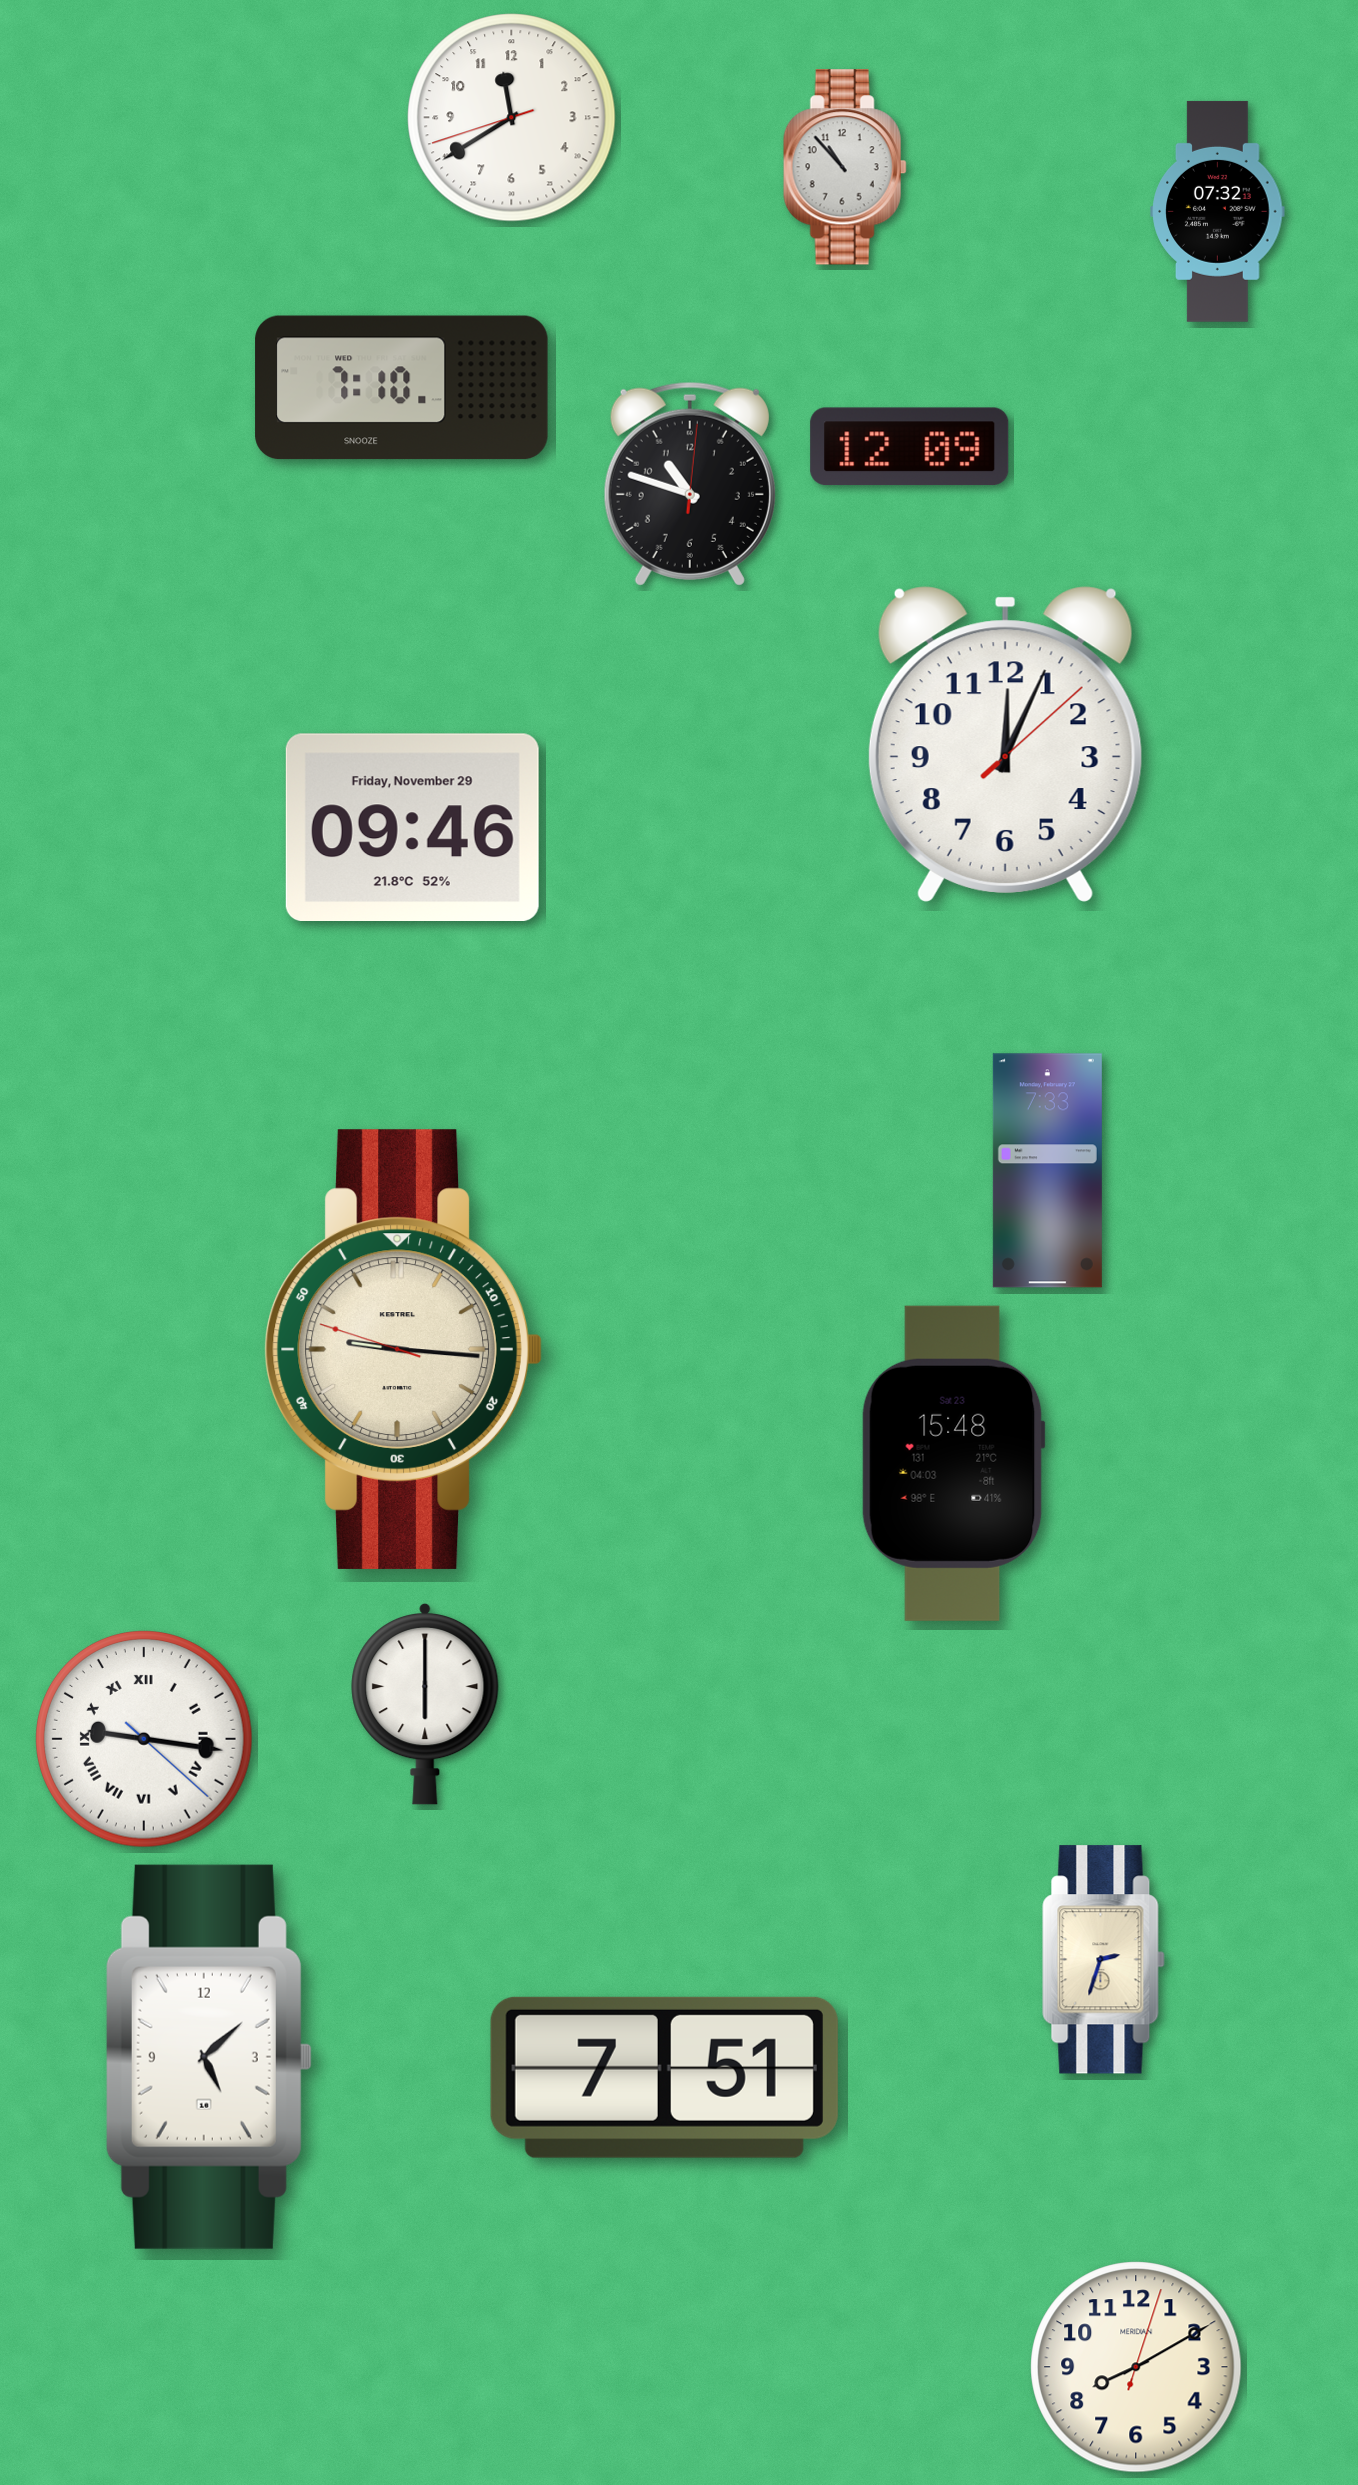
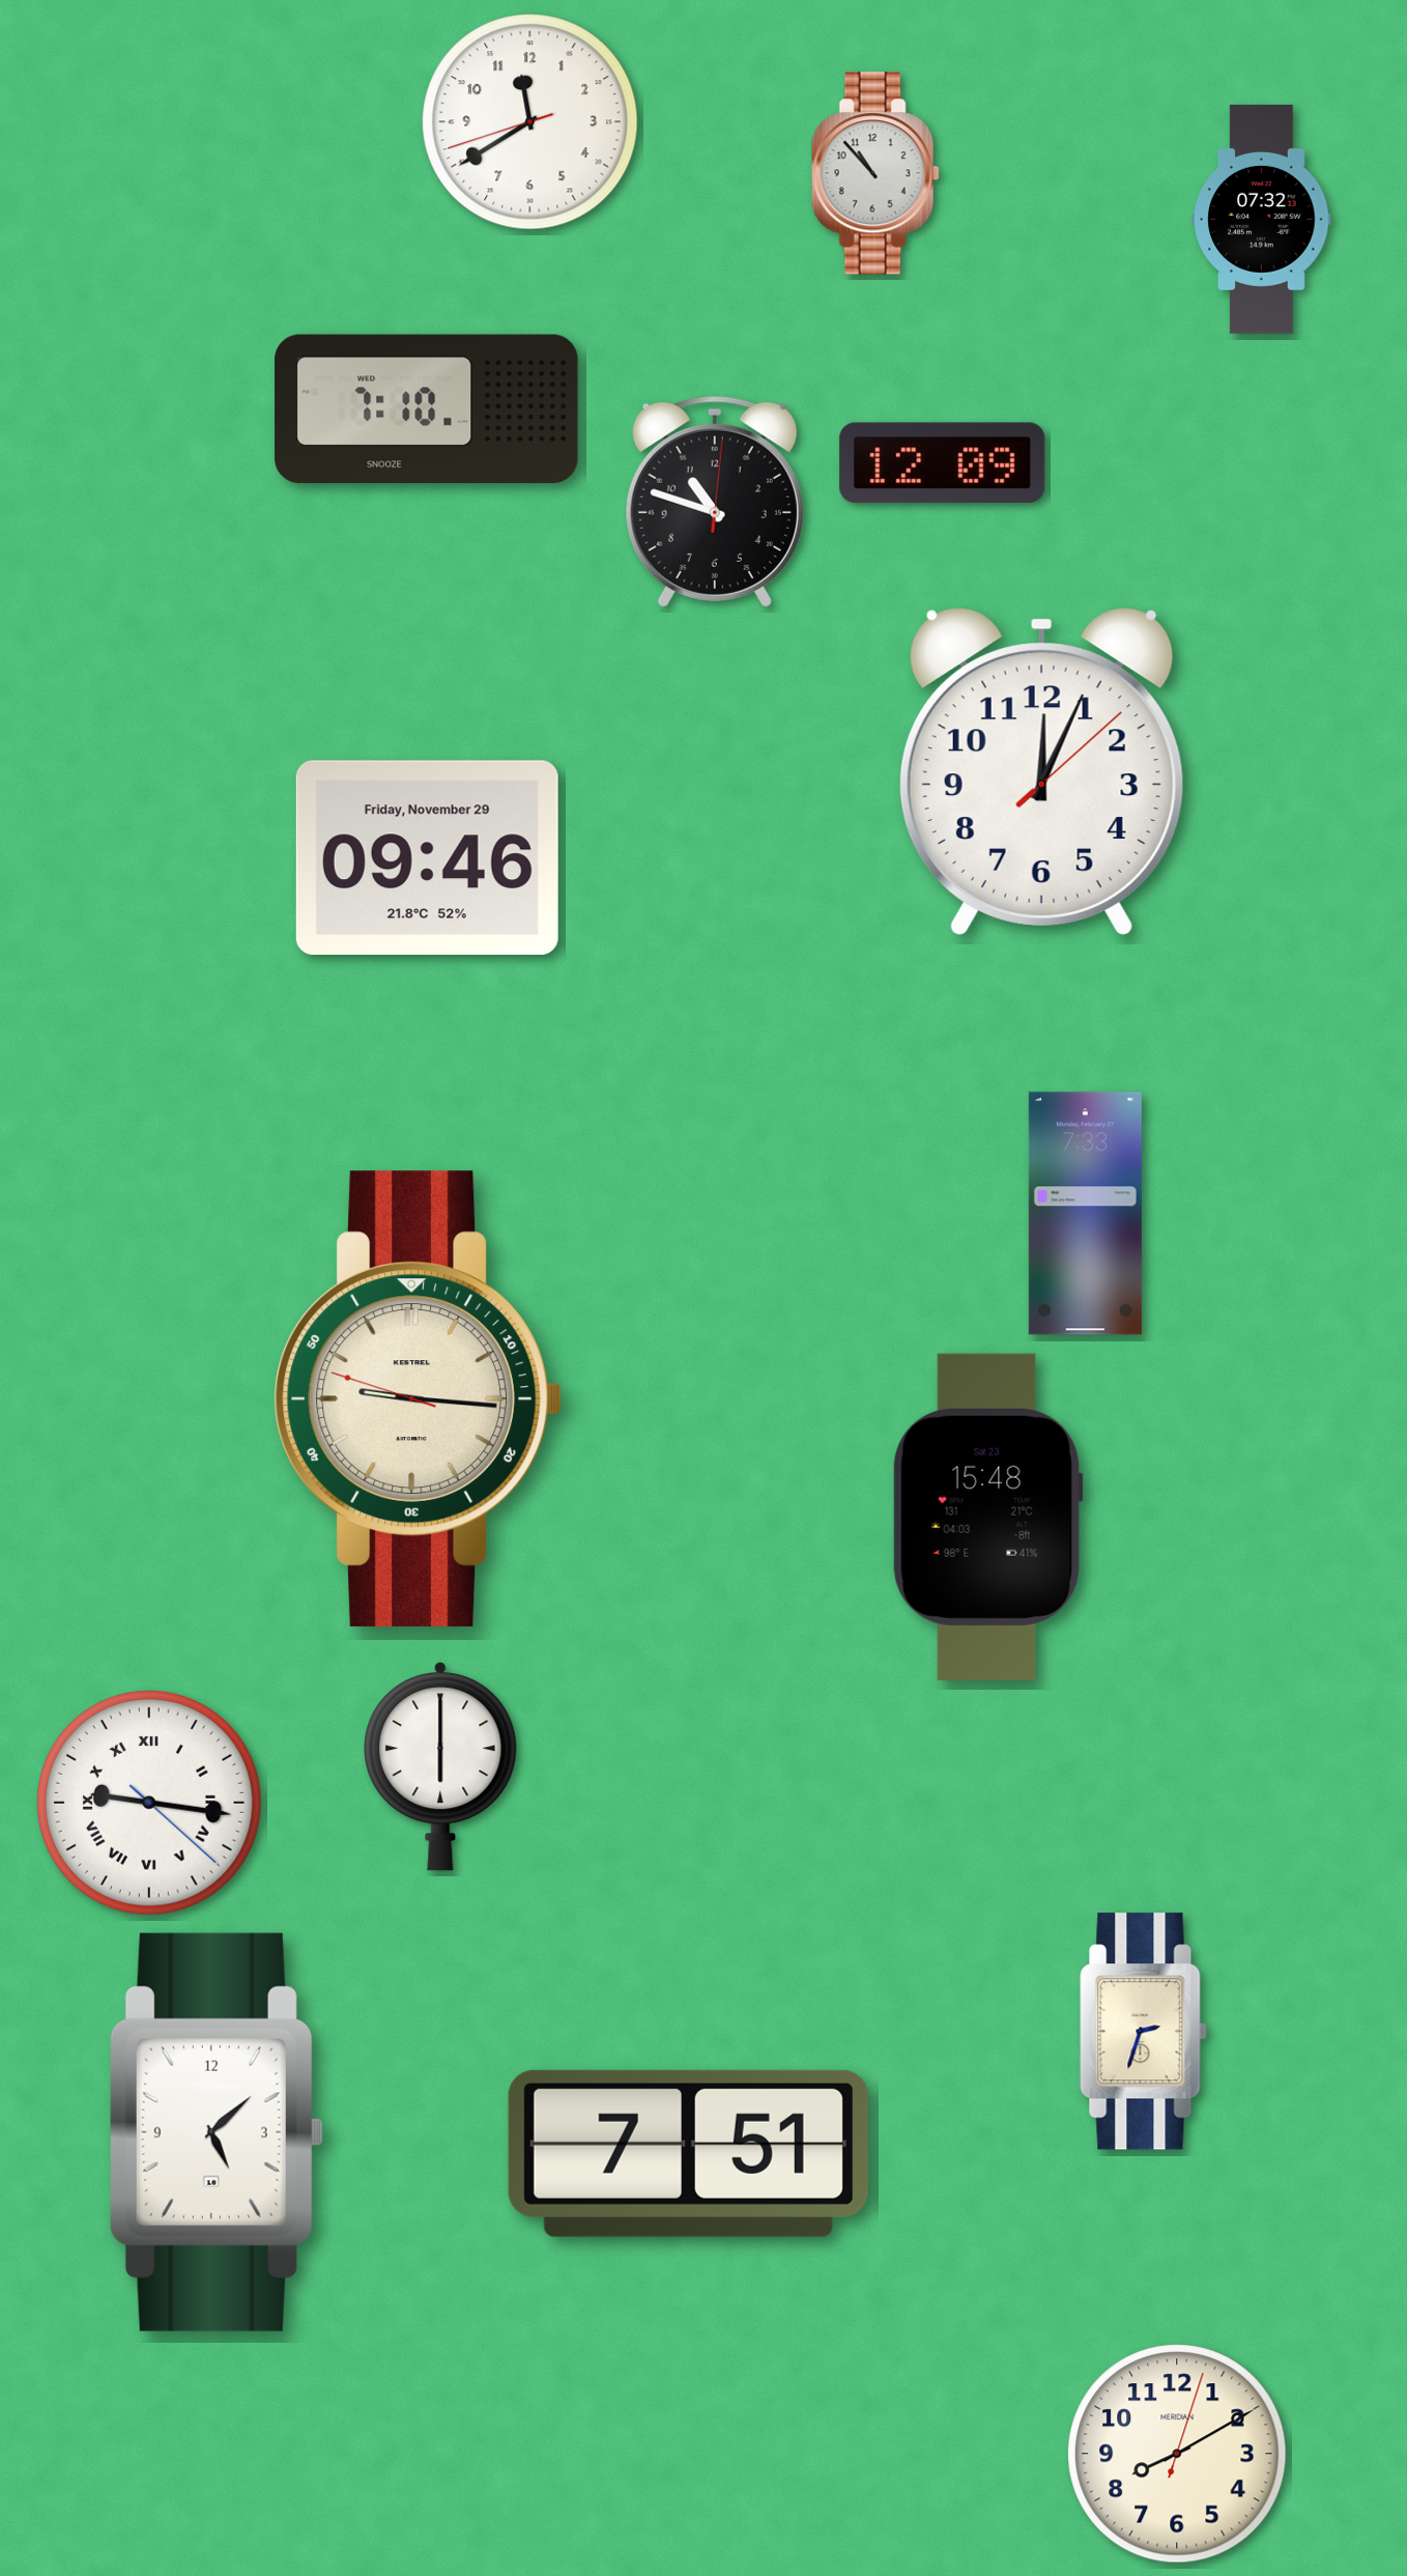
clock at (402, 388) position: (402, 388) -> (427, 409)
